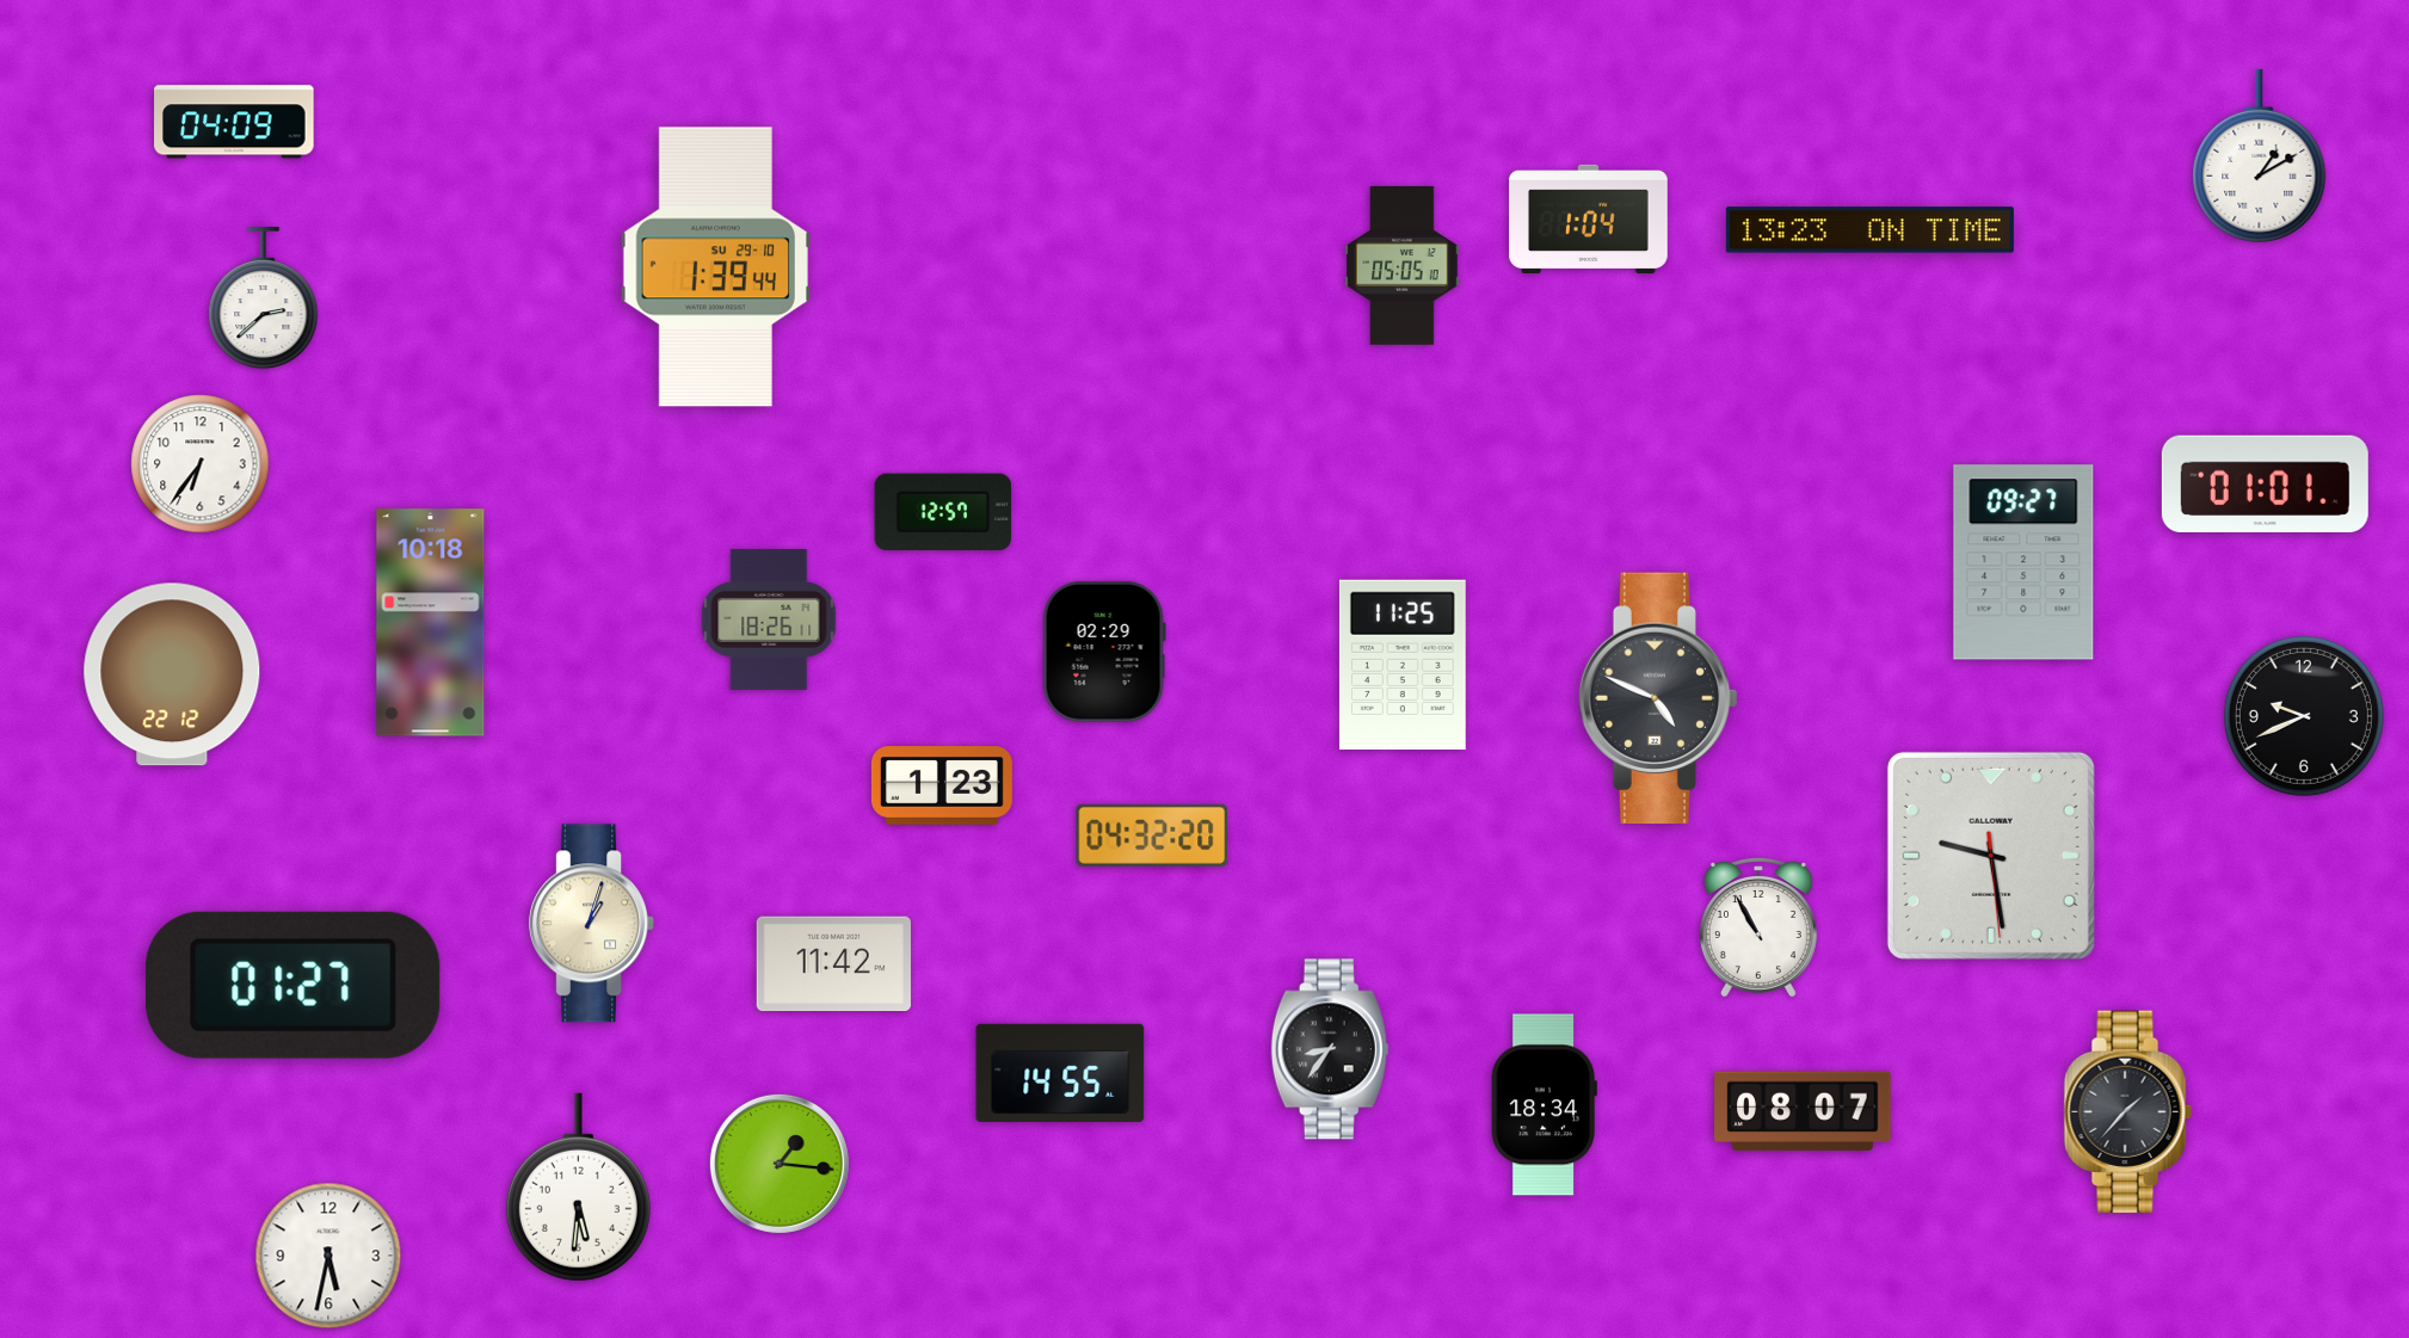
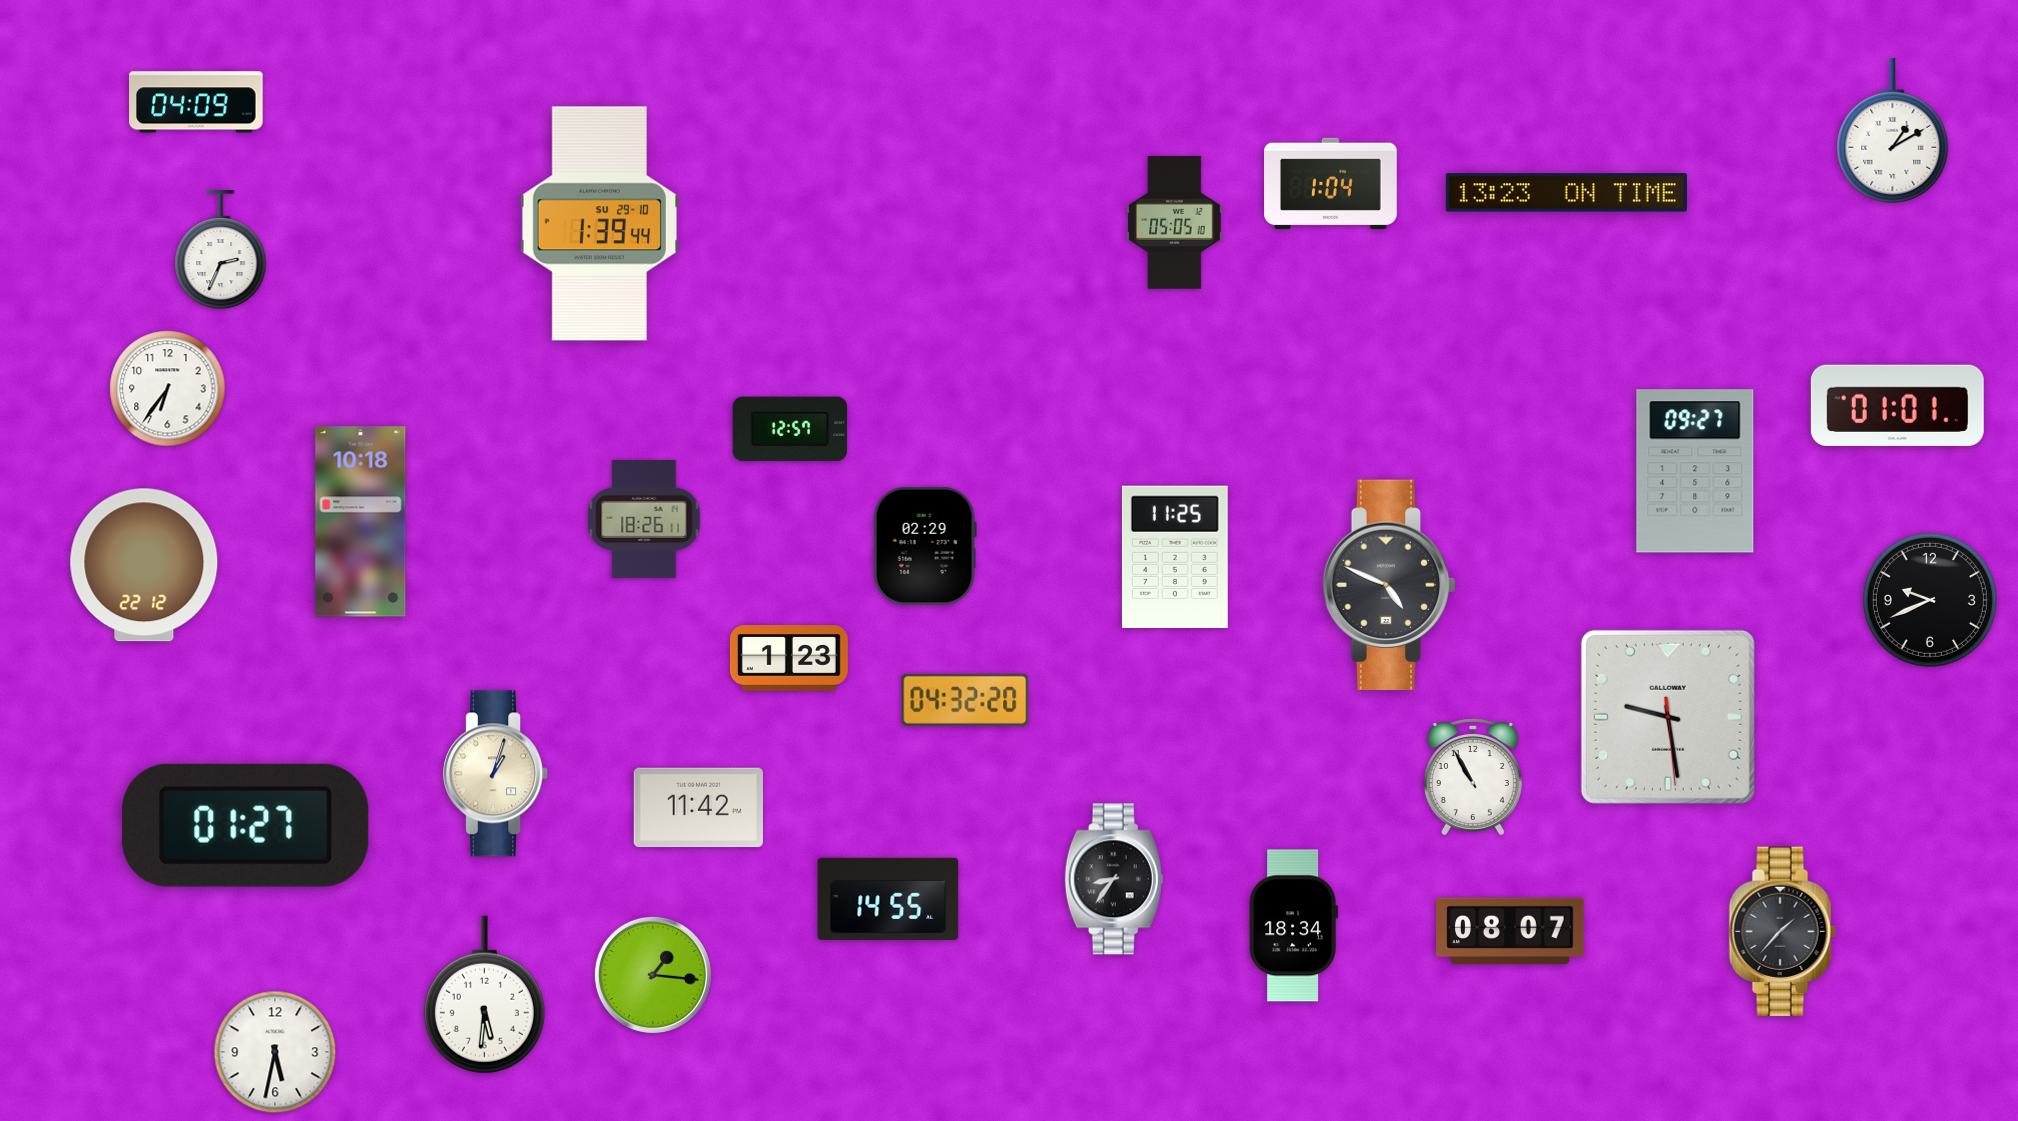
clock at (264, 300): 2:38 -> 2:34
